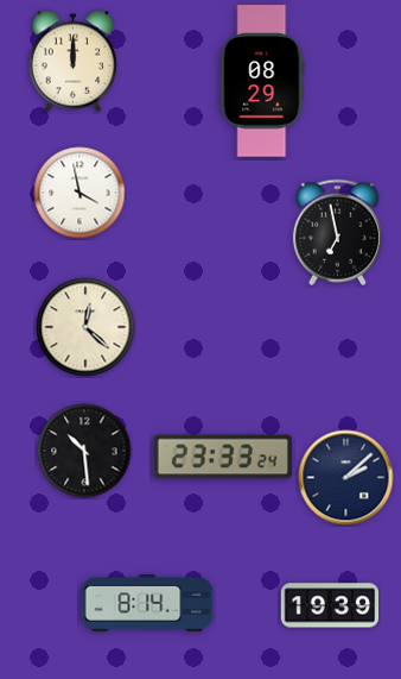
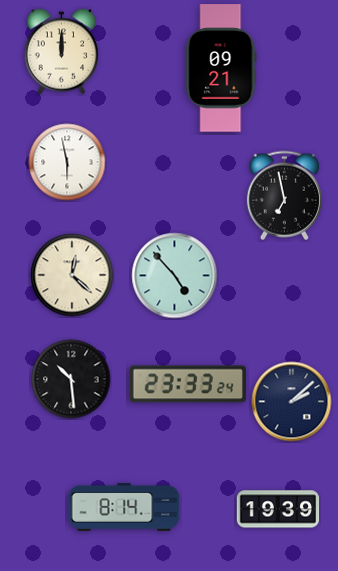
clock at (262, 81): 08:29 -> 09:21
clock at (79, 193): 3:58 -> 5:58
clock at (175, 276): none -> 4:53
